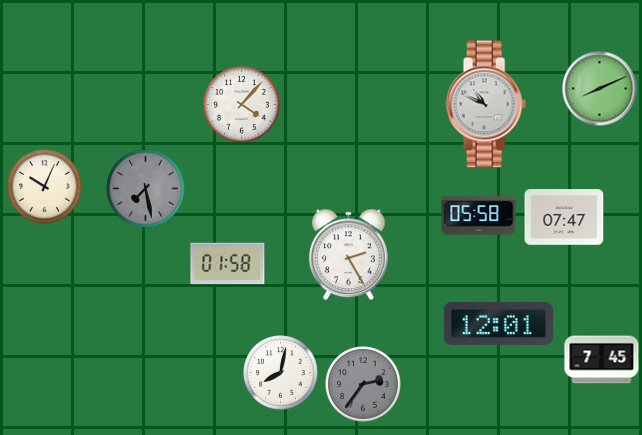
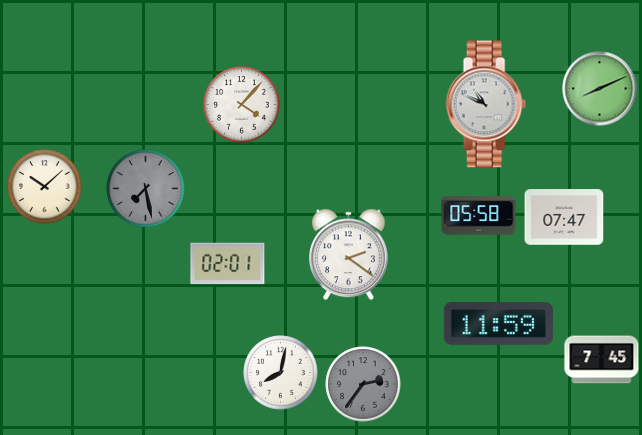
clock at (45, 187): 10:04 -> 10:08
clock at (348, 255): 2:25 -> 2:21
clock at (228, 264): 01:58 -> 02:01
clock at (498, 323): 12:01 -> 11:59
